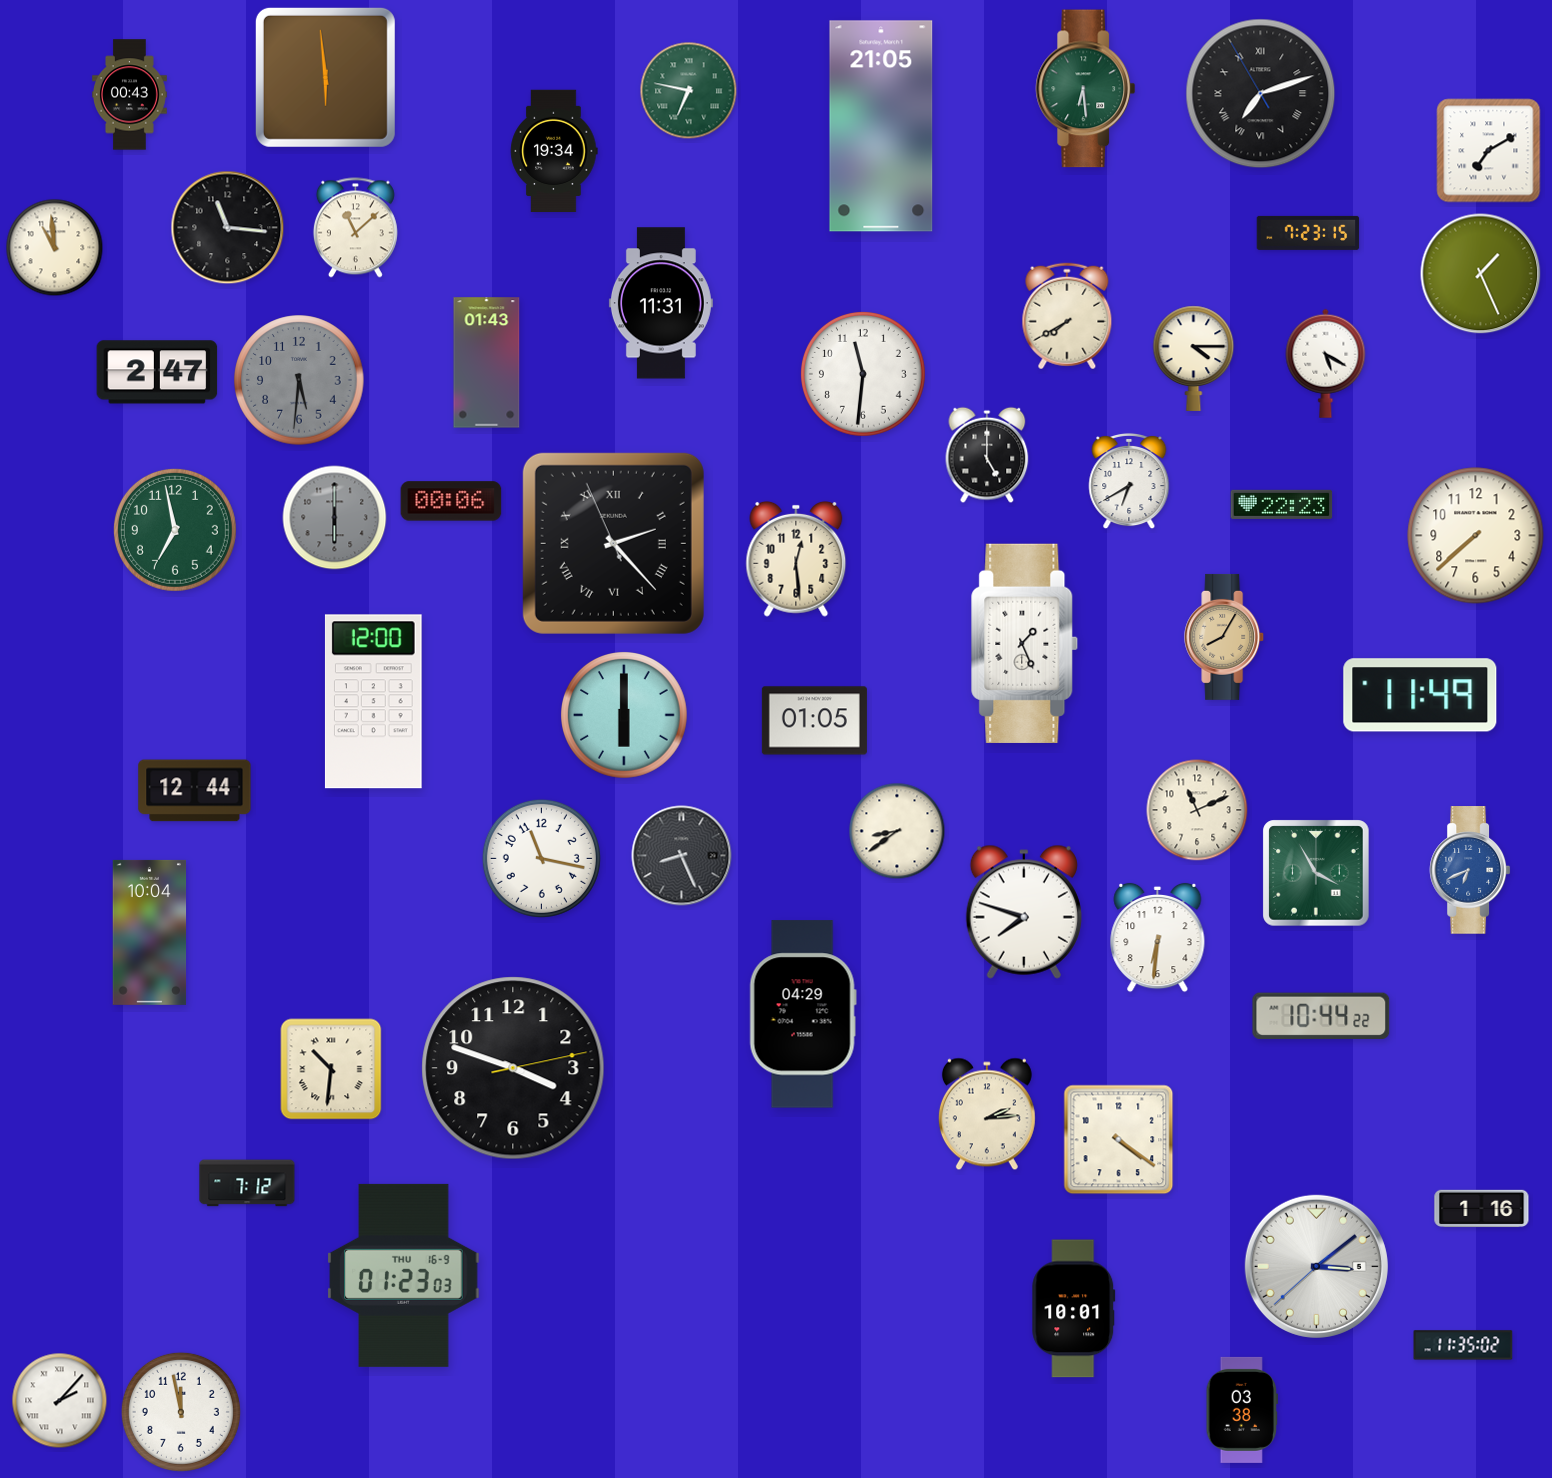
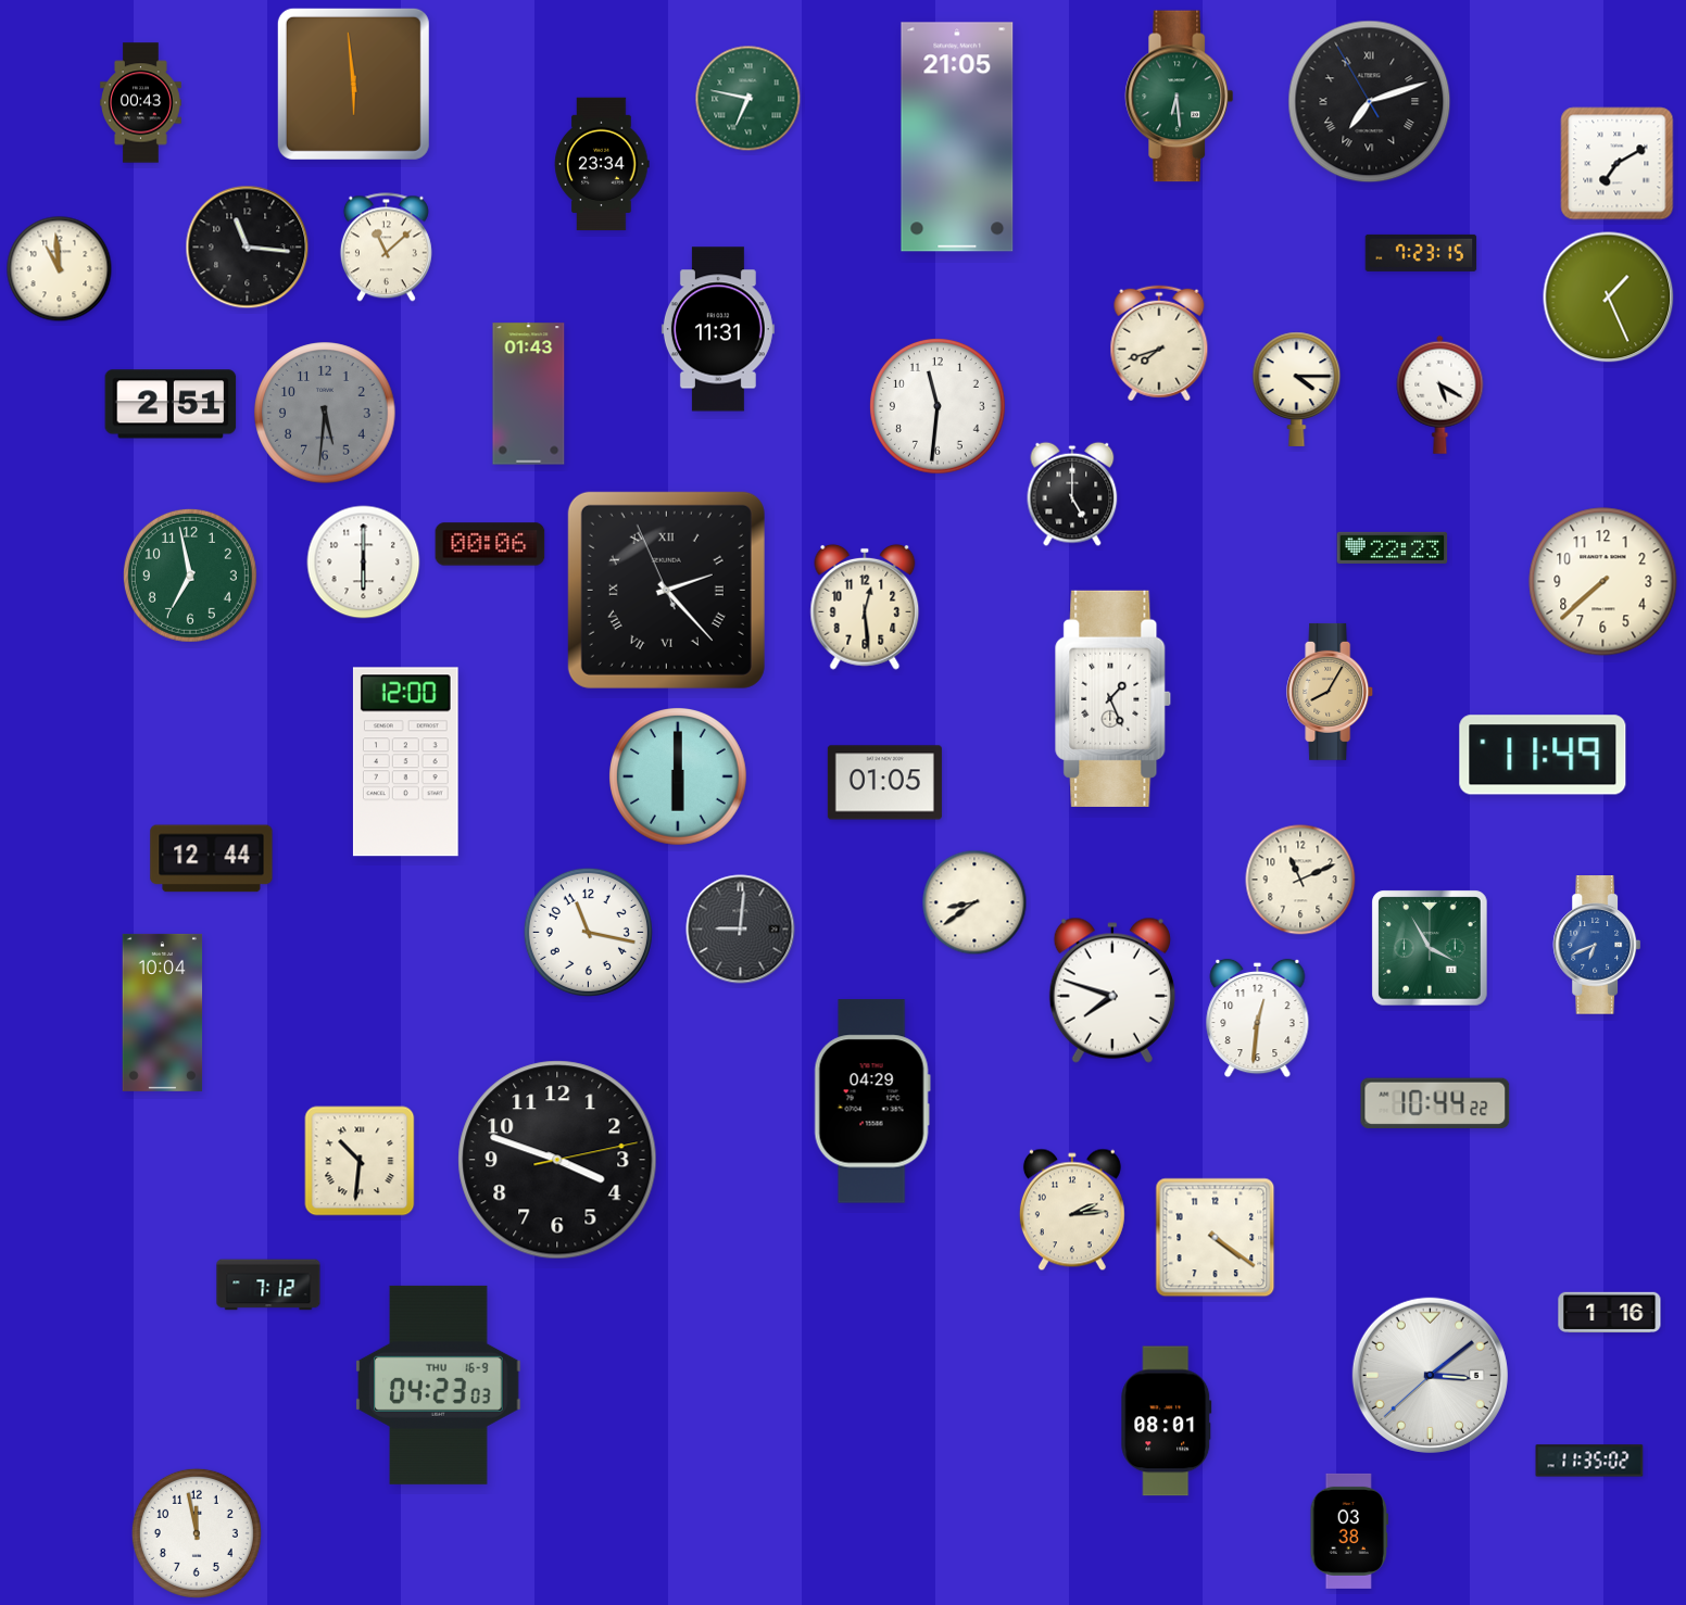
clock at (554, 151): 19:34 -> 23:34
clock at (1067, 316): 7:40 -> 7:42
clock at (157, 372): 2:47 -> 2:51
clock at (1129, 481): 6:40 -> none
clock at (335, 518) dial: grey -> white
clock at (682, 856): 8:26 -> 9:01
clock at (1158, 938): 6:31 -> 12:31
clock at (404, 1275): 01:23 -> 04:23
clock at (1074, 1309): 10:01 -> 08:01
clock at (60, 1401): 2:07 -> none
